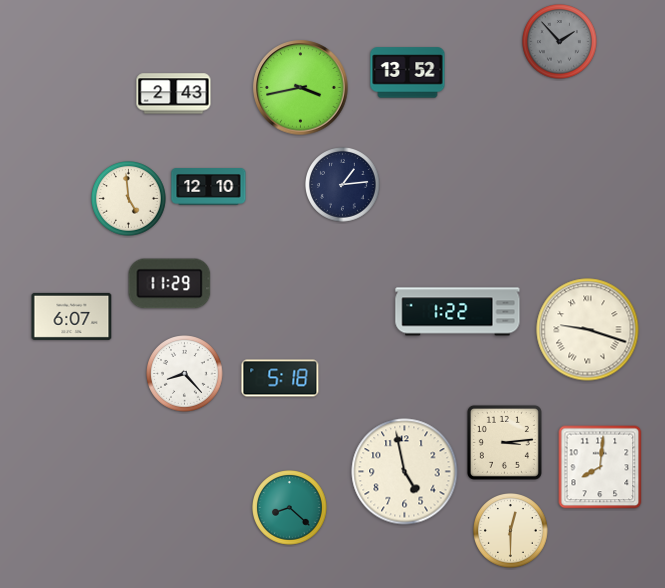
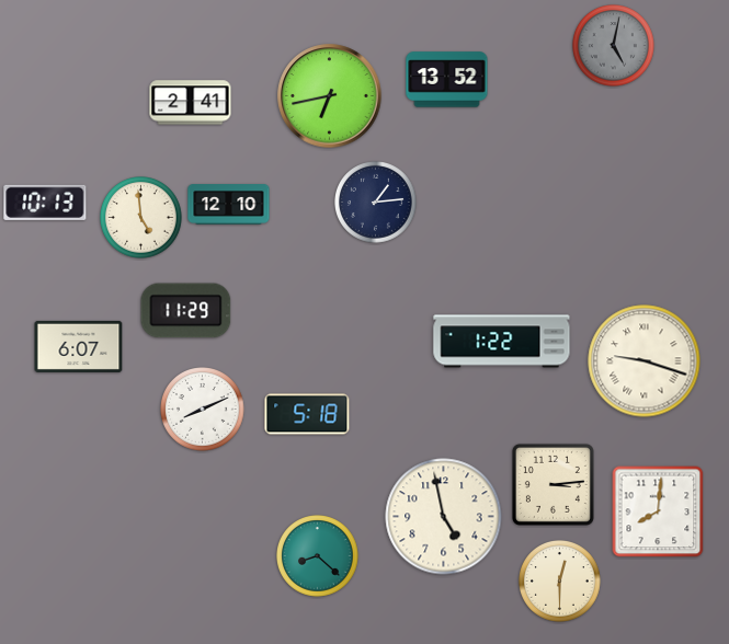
clock at (560, 42): 1:53 -> 5:02
clock at (301, 88): 3:43 -> 6:43
clock at (174, 94): 2:43 -> 2:41
clock at (45, 203): none -> 10:13
clock at (185, 374): 8:23 -> 8:11
